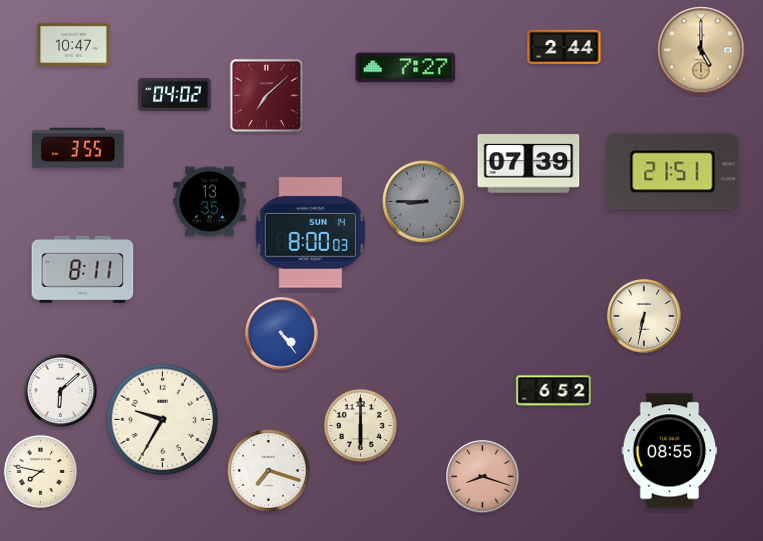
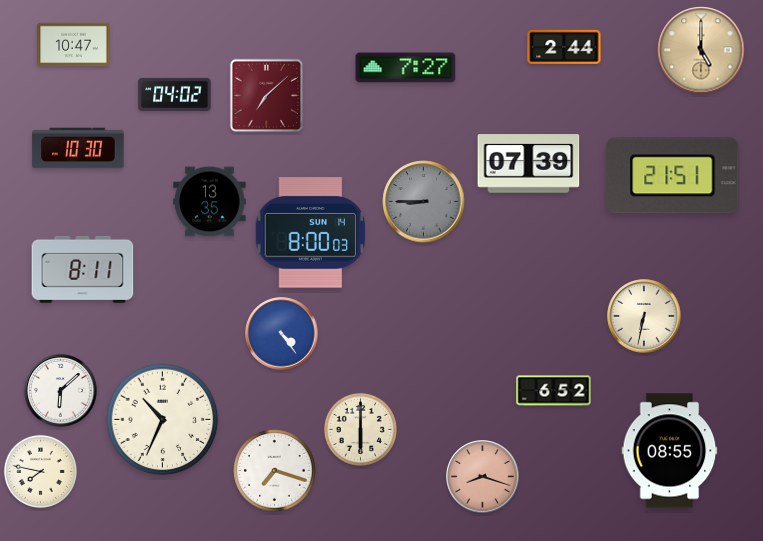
clock at (78, 148): 3:55 -> 10:30
clock at (673, 172) position: (673, 172) -> (673, 176)
clock at (163, 420): 9:35 -> 10:34
clock at (360, 425) position: (360, 425) -> (360, 429)
clock at (269, 471) position: (269, 471) -> (275, 471)
